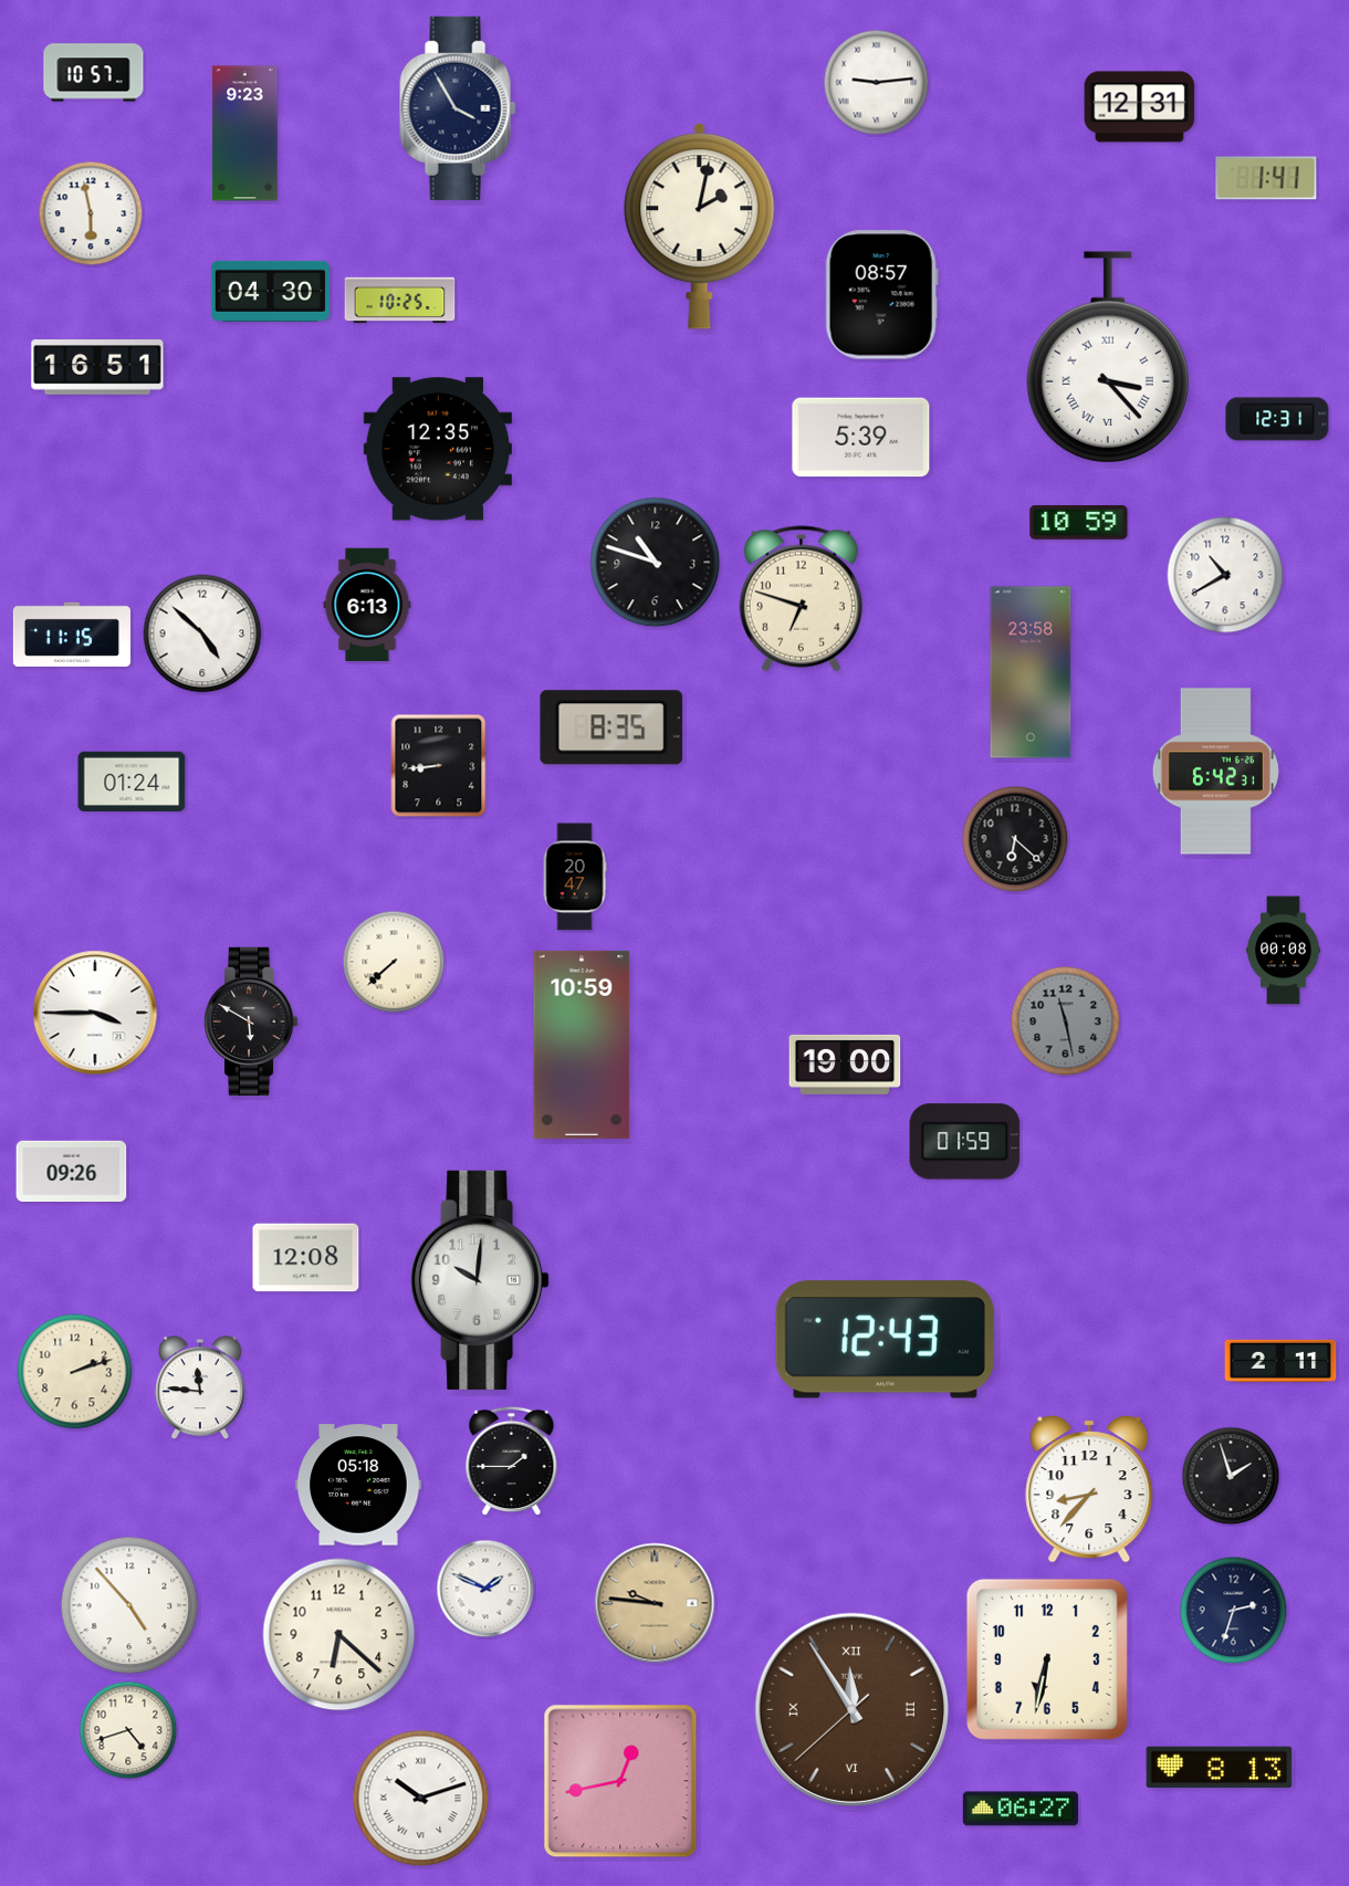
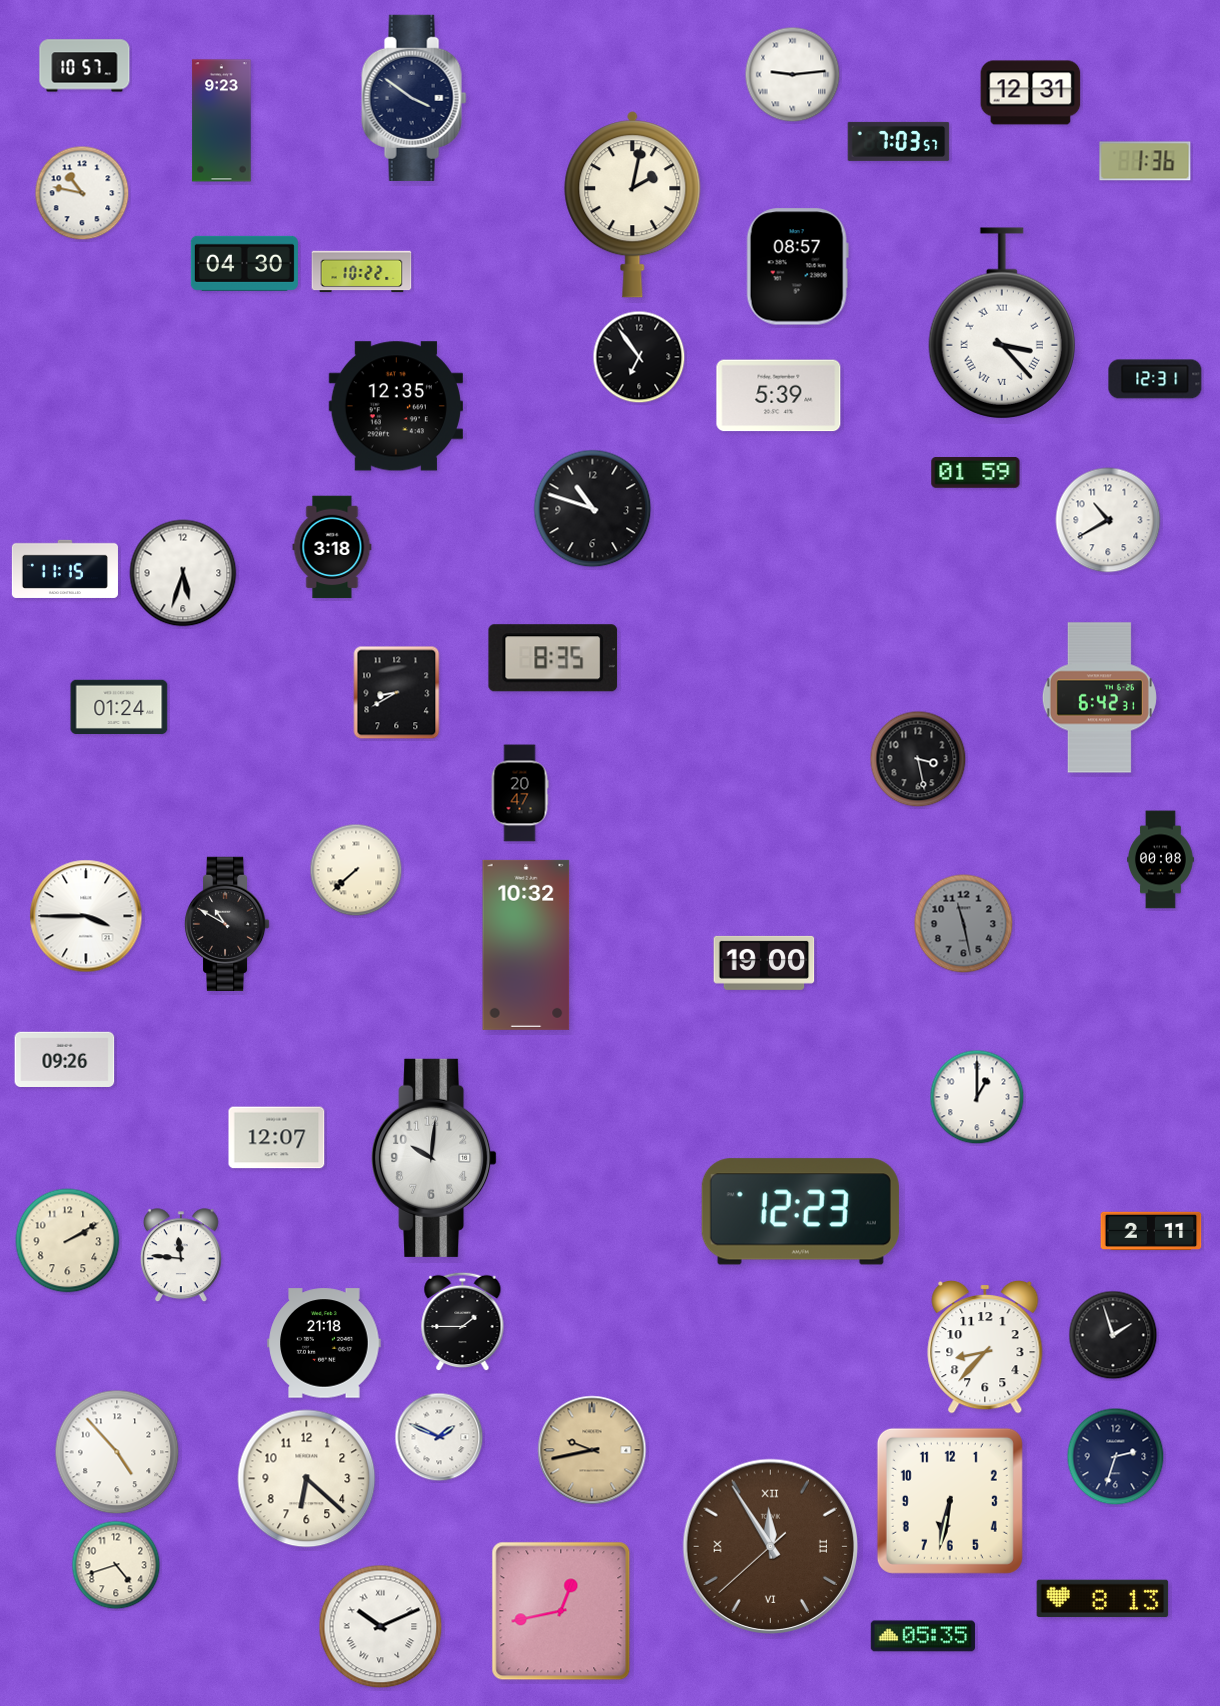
clock at (1140, 107) position: (1140, 107) -> (1031, 93)
clock at (458, 108): 3:55 -> 3:51
clock at (899, 141): none -> 7:03
clock at (1266, 178): 1:41 -> 1:36
clock at (91, 213): 5:58 -> 10:47
clock at (400, 301): 10:25 -> 10:22
clock at (97, 368): 16:51 -> none
clock at (639, 357): none -> 6:54
clock at (1079, 523): 10:59 -> 01:59
clock at (801, 599): 6:48 -> none
clock at (367, 605): 6:13 -> 3:18
clock at (202, 633): 4:52 -> 5:33
clock at (72, 635) position: (72, 635) -> (65, 569)
clock at (1031, 672): 23:58 -> none
clock at (439, 766): 8:44 -> 8:40
clock at (1015, 839): 6:22 -> 3:28
clock at (251, 1020): 5:50 -> 10:50
clock at (582, 1045): 10:59 -> 10:32
clock at (965, 1142): 01:59 -> none
clock at (977, 1097): none -> 1:00
clock at (306, 1258): 12:08 -> 12:07
clock at (885, 1340): 12:43 -> 12:23
clock at (1280, 1361) position: (1280, 1361) -> (1151, 1231)
clock at (75, 1372): 2:12 -> 2:10
clock at (358, 1485): 05:18 -> 21:18
clock at (655, 1603): 9:46 -> 9:43
clock at (1047, 1659) position: (1047, 1659) -> (950, 1501)
clock at (421, 1799): 10:12 -> 10:11
clock at (1019, 1809): 06:27 -> 05:35
